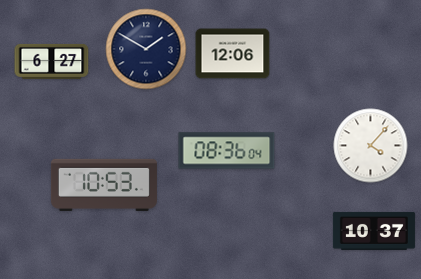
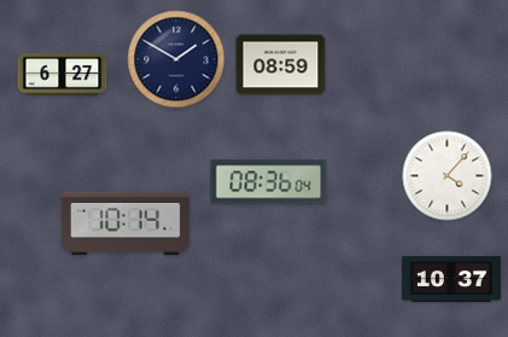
clock at (233, 54): 12:06 -> 08:59
clock at (227, 151) position: (227, 151) -> (269, 182)
clock at (104, 185): 10:53 -> 10:14
